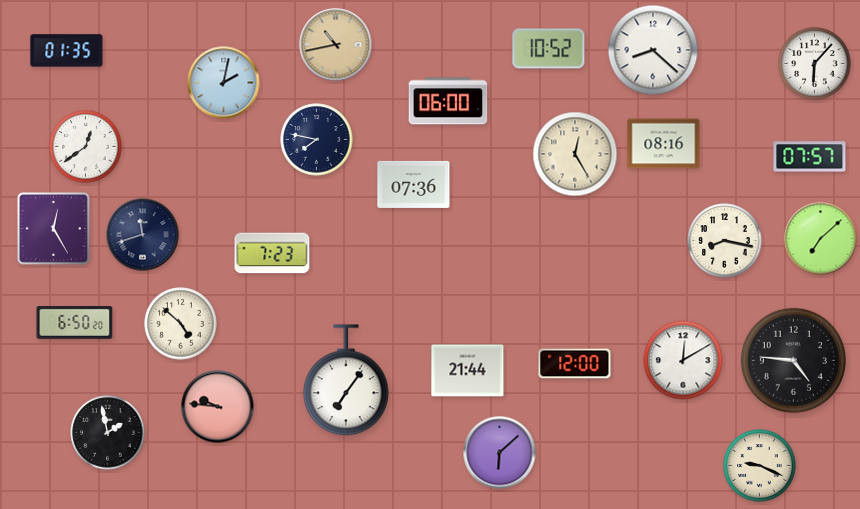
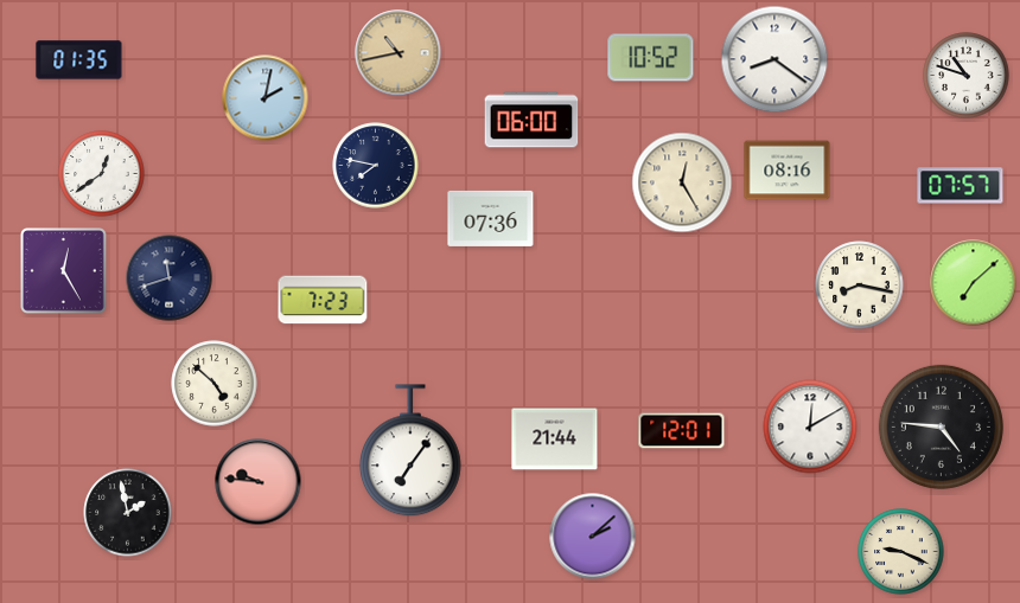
clock at (653, 50): 8:22 -> 8:21
clock at (815, 64): 6:07 -> 10:48
clock at (75, 323): 6:50 -> none
clock at (575, 364): 12:00 -> 12:01
clock at (500, 453): 6:08 -> 2:08
